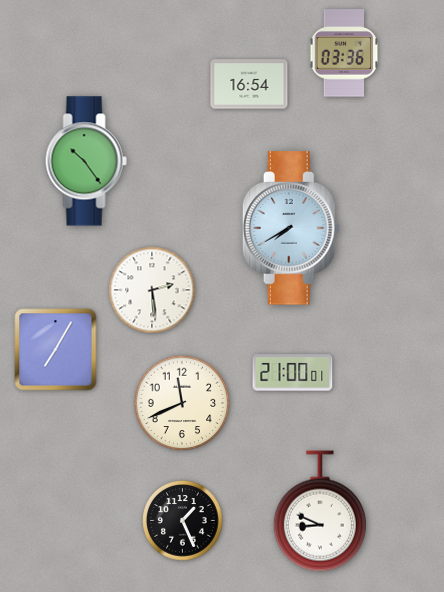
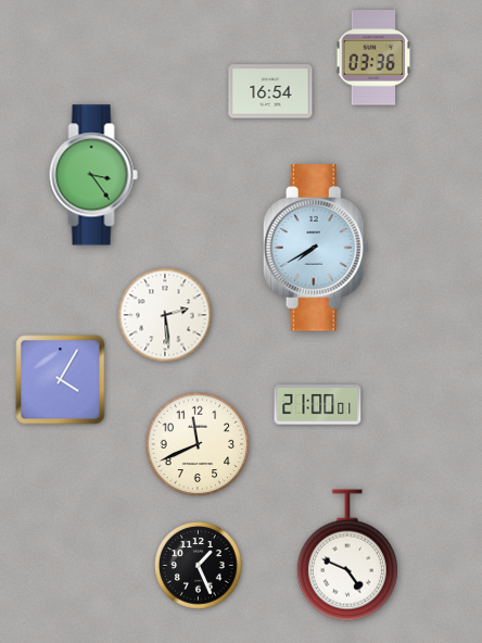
clock at (86, 161): 10:24 -> 3:24
clock at (56, 350): 7:05 -> 4:05
clock at (182, 403) position: (182, 403) -> (198, 444)
clock at (320, 511): 8:49 -> 4:49
